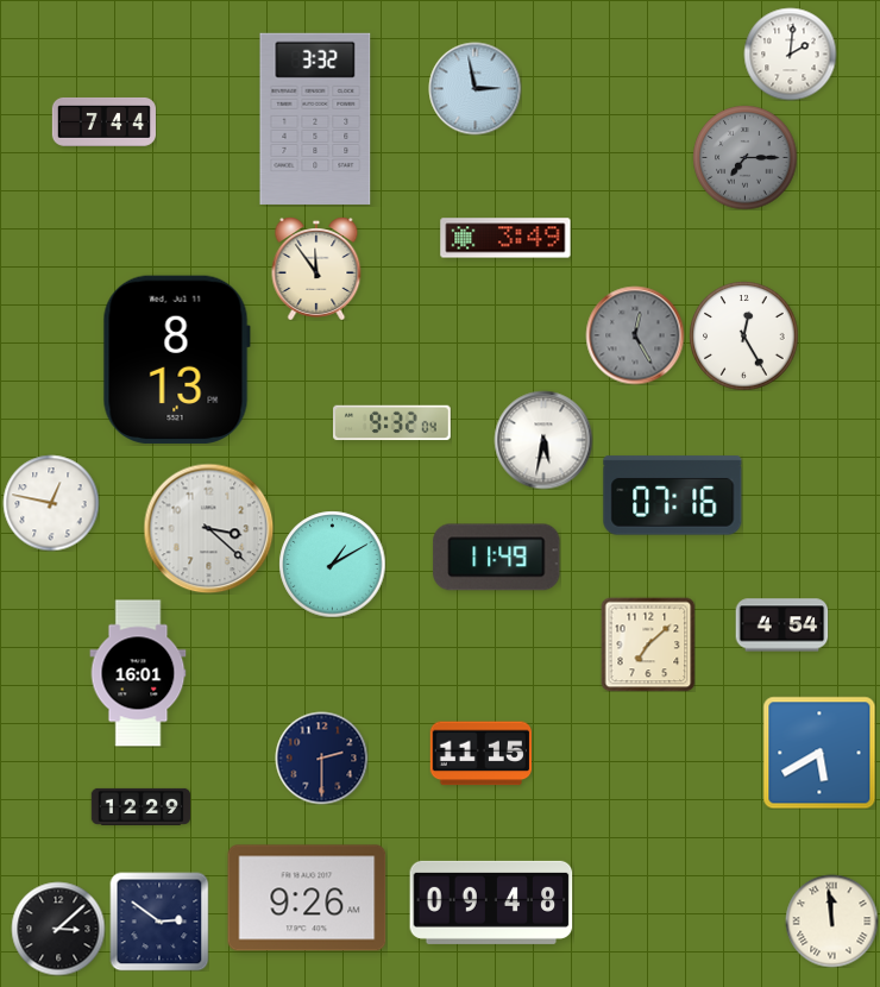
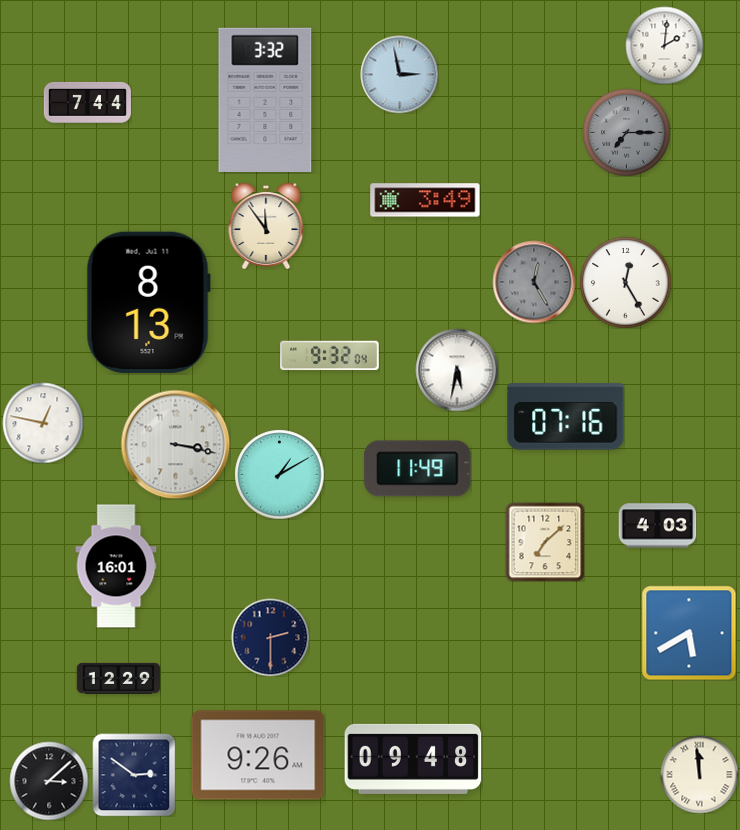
clock at (208, 528): 3:22 -> 3:17
clock at (781, 625): 4:54 -> 4:03
clock at (480, 754): 11:15 -> none
